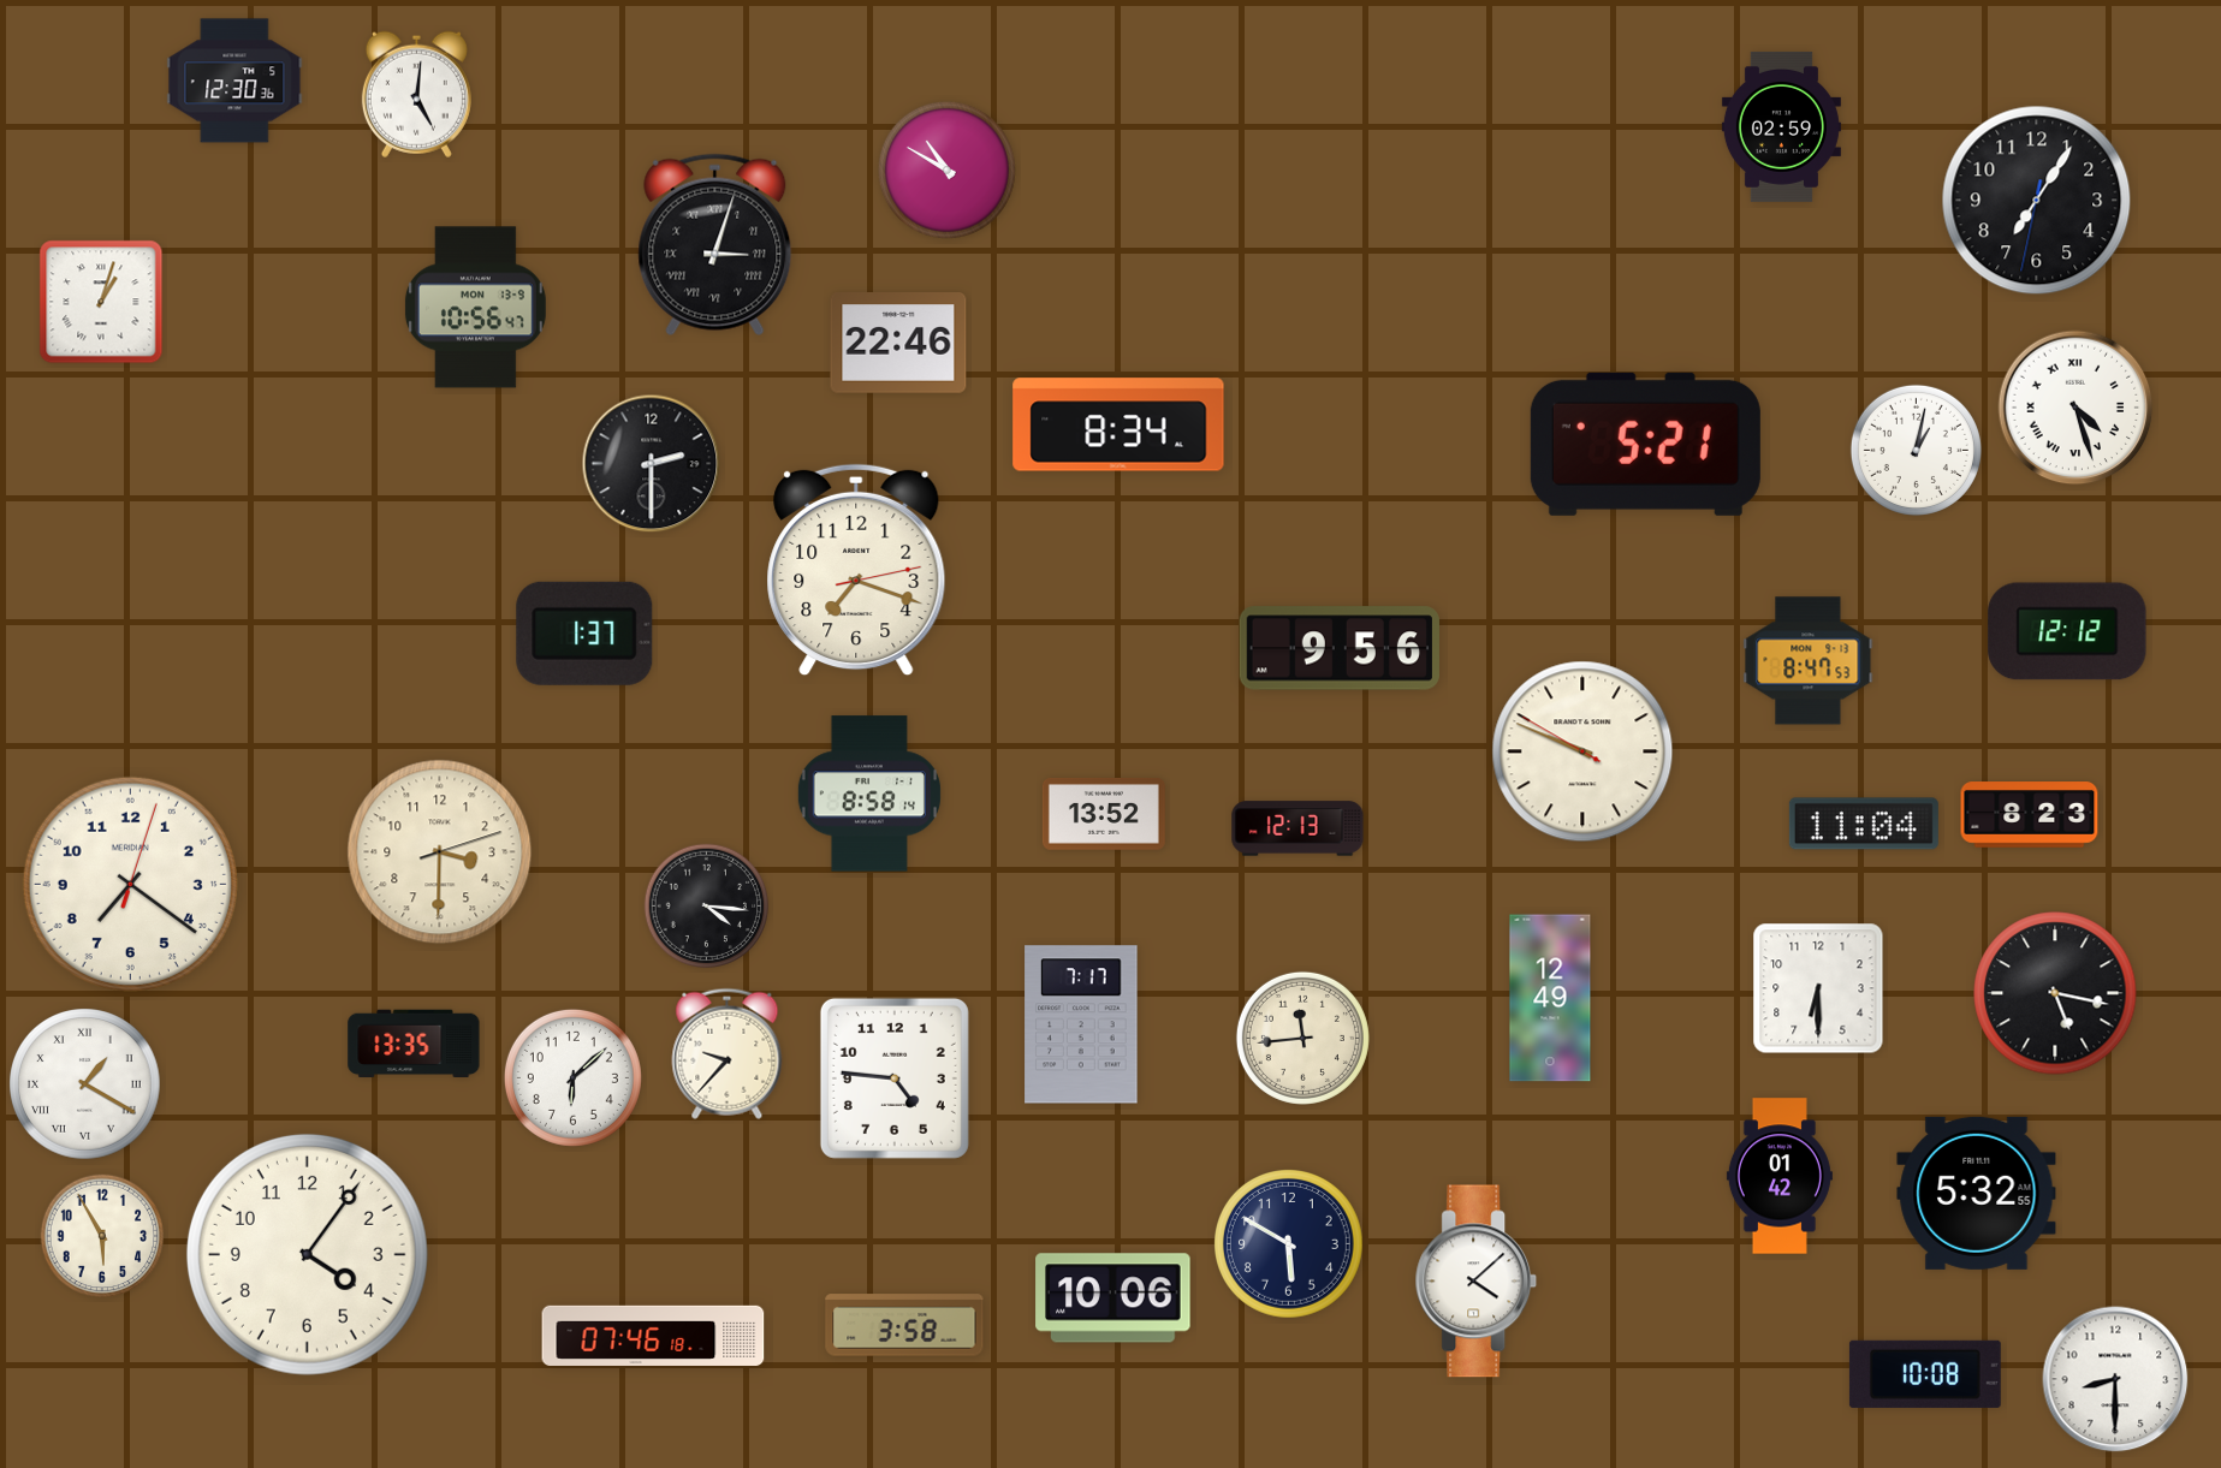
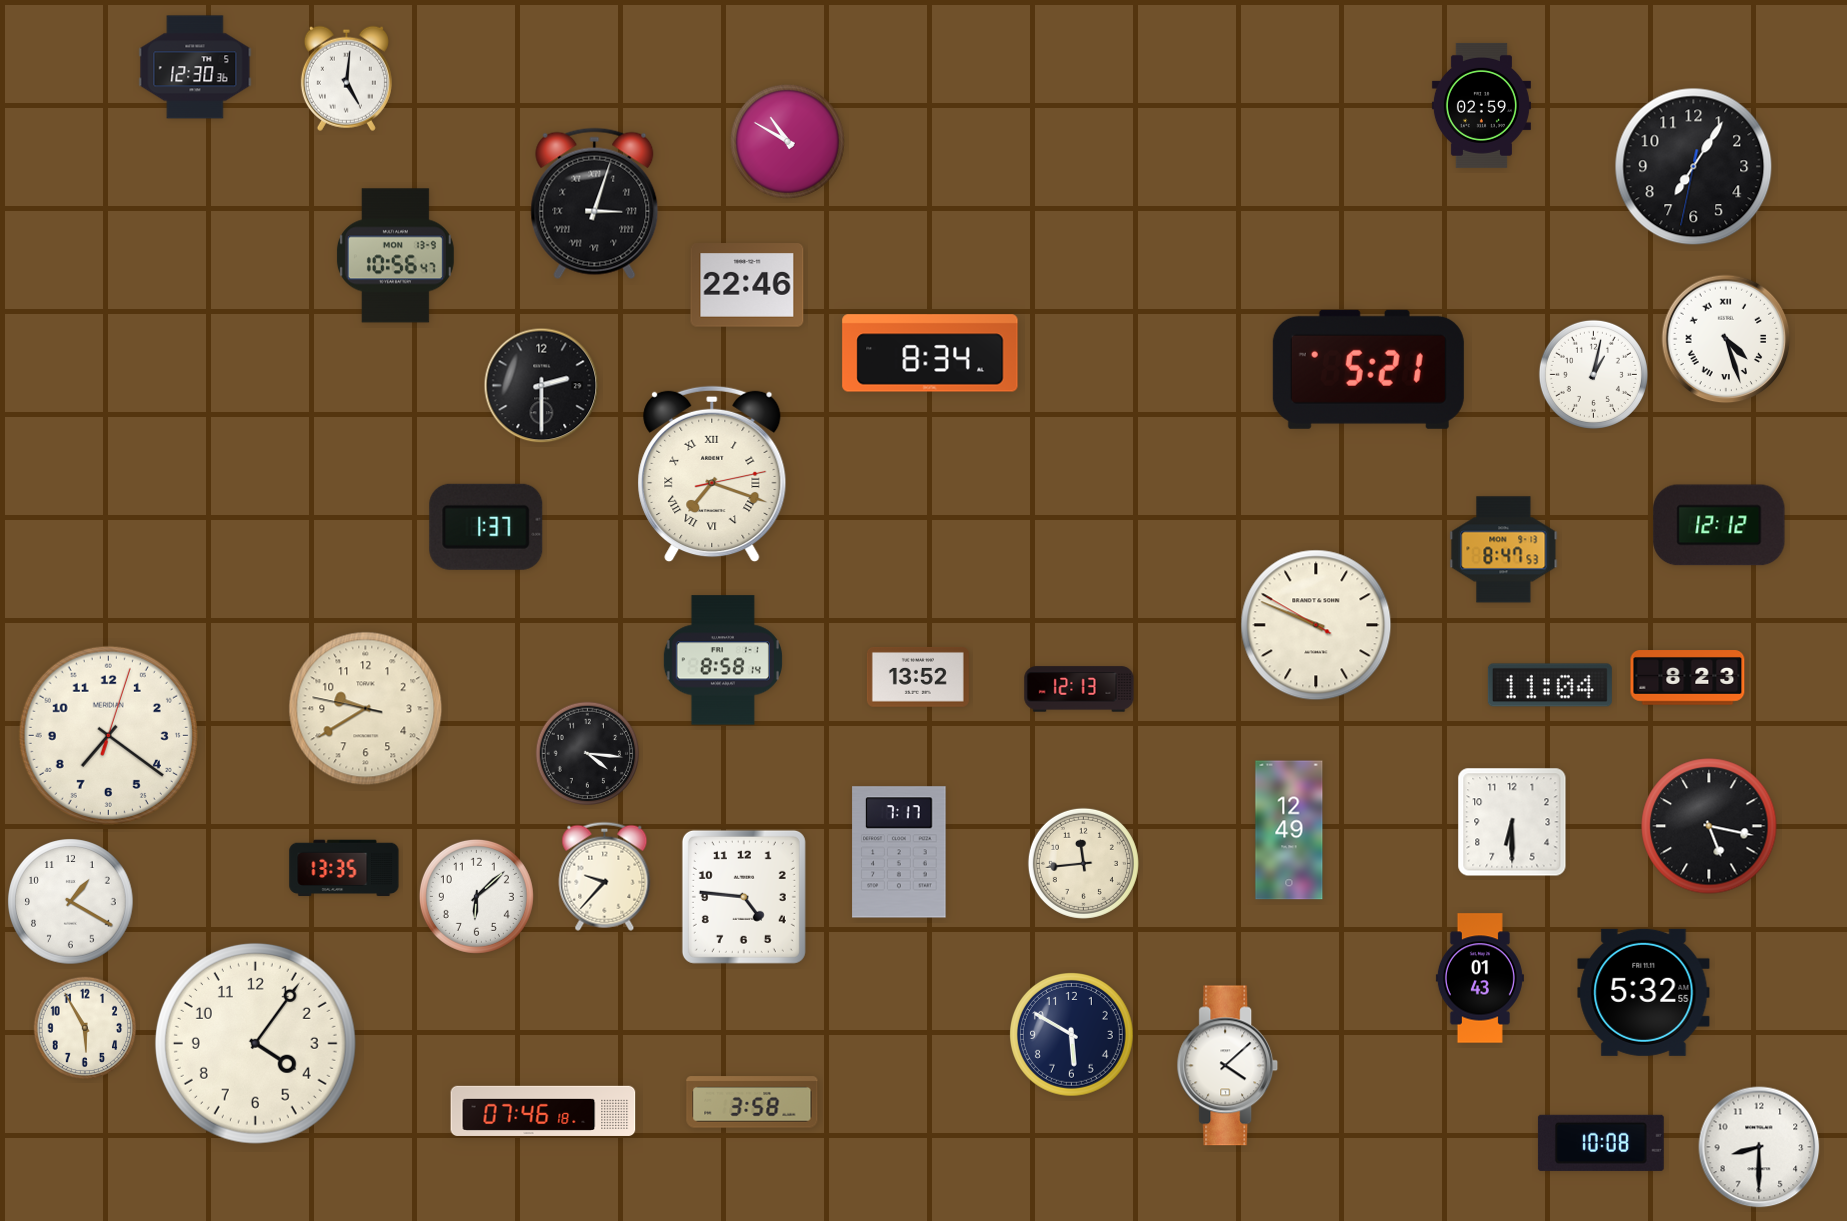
clock at (101, 302): 1:03 -> none
clock at (856, 570) numerals: Arabic -> Roman
clock at (1340, 648): 9:56 -> none
clock at (440, 852): 3:30 -> 9:39
clock at (85, 1084) numerals: Roman -> Arabic
clock at (1780, 1176): 01:42 -> 01:43
clock at (1114, 1298): 10:06 -> none
